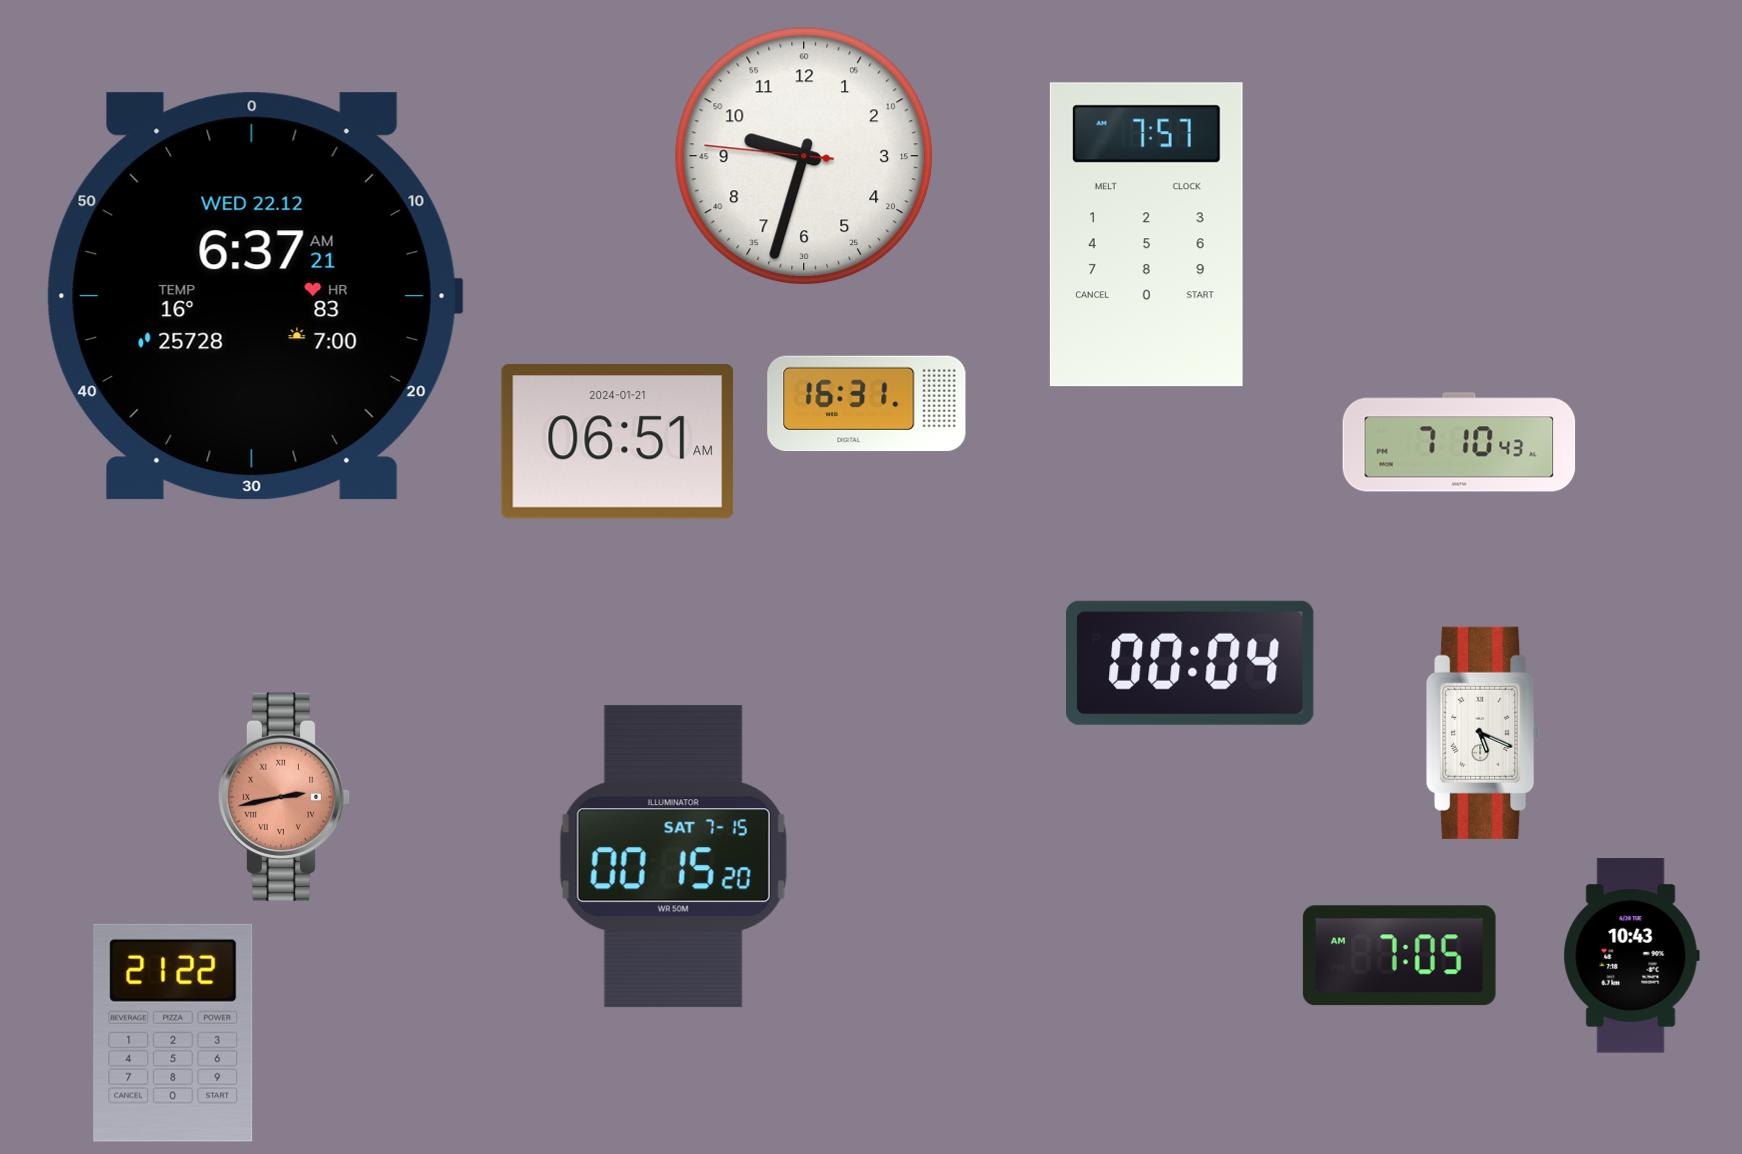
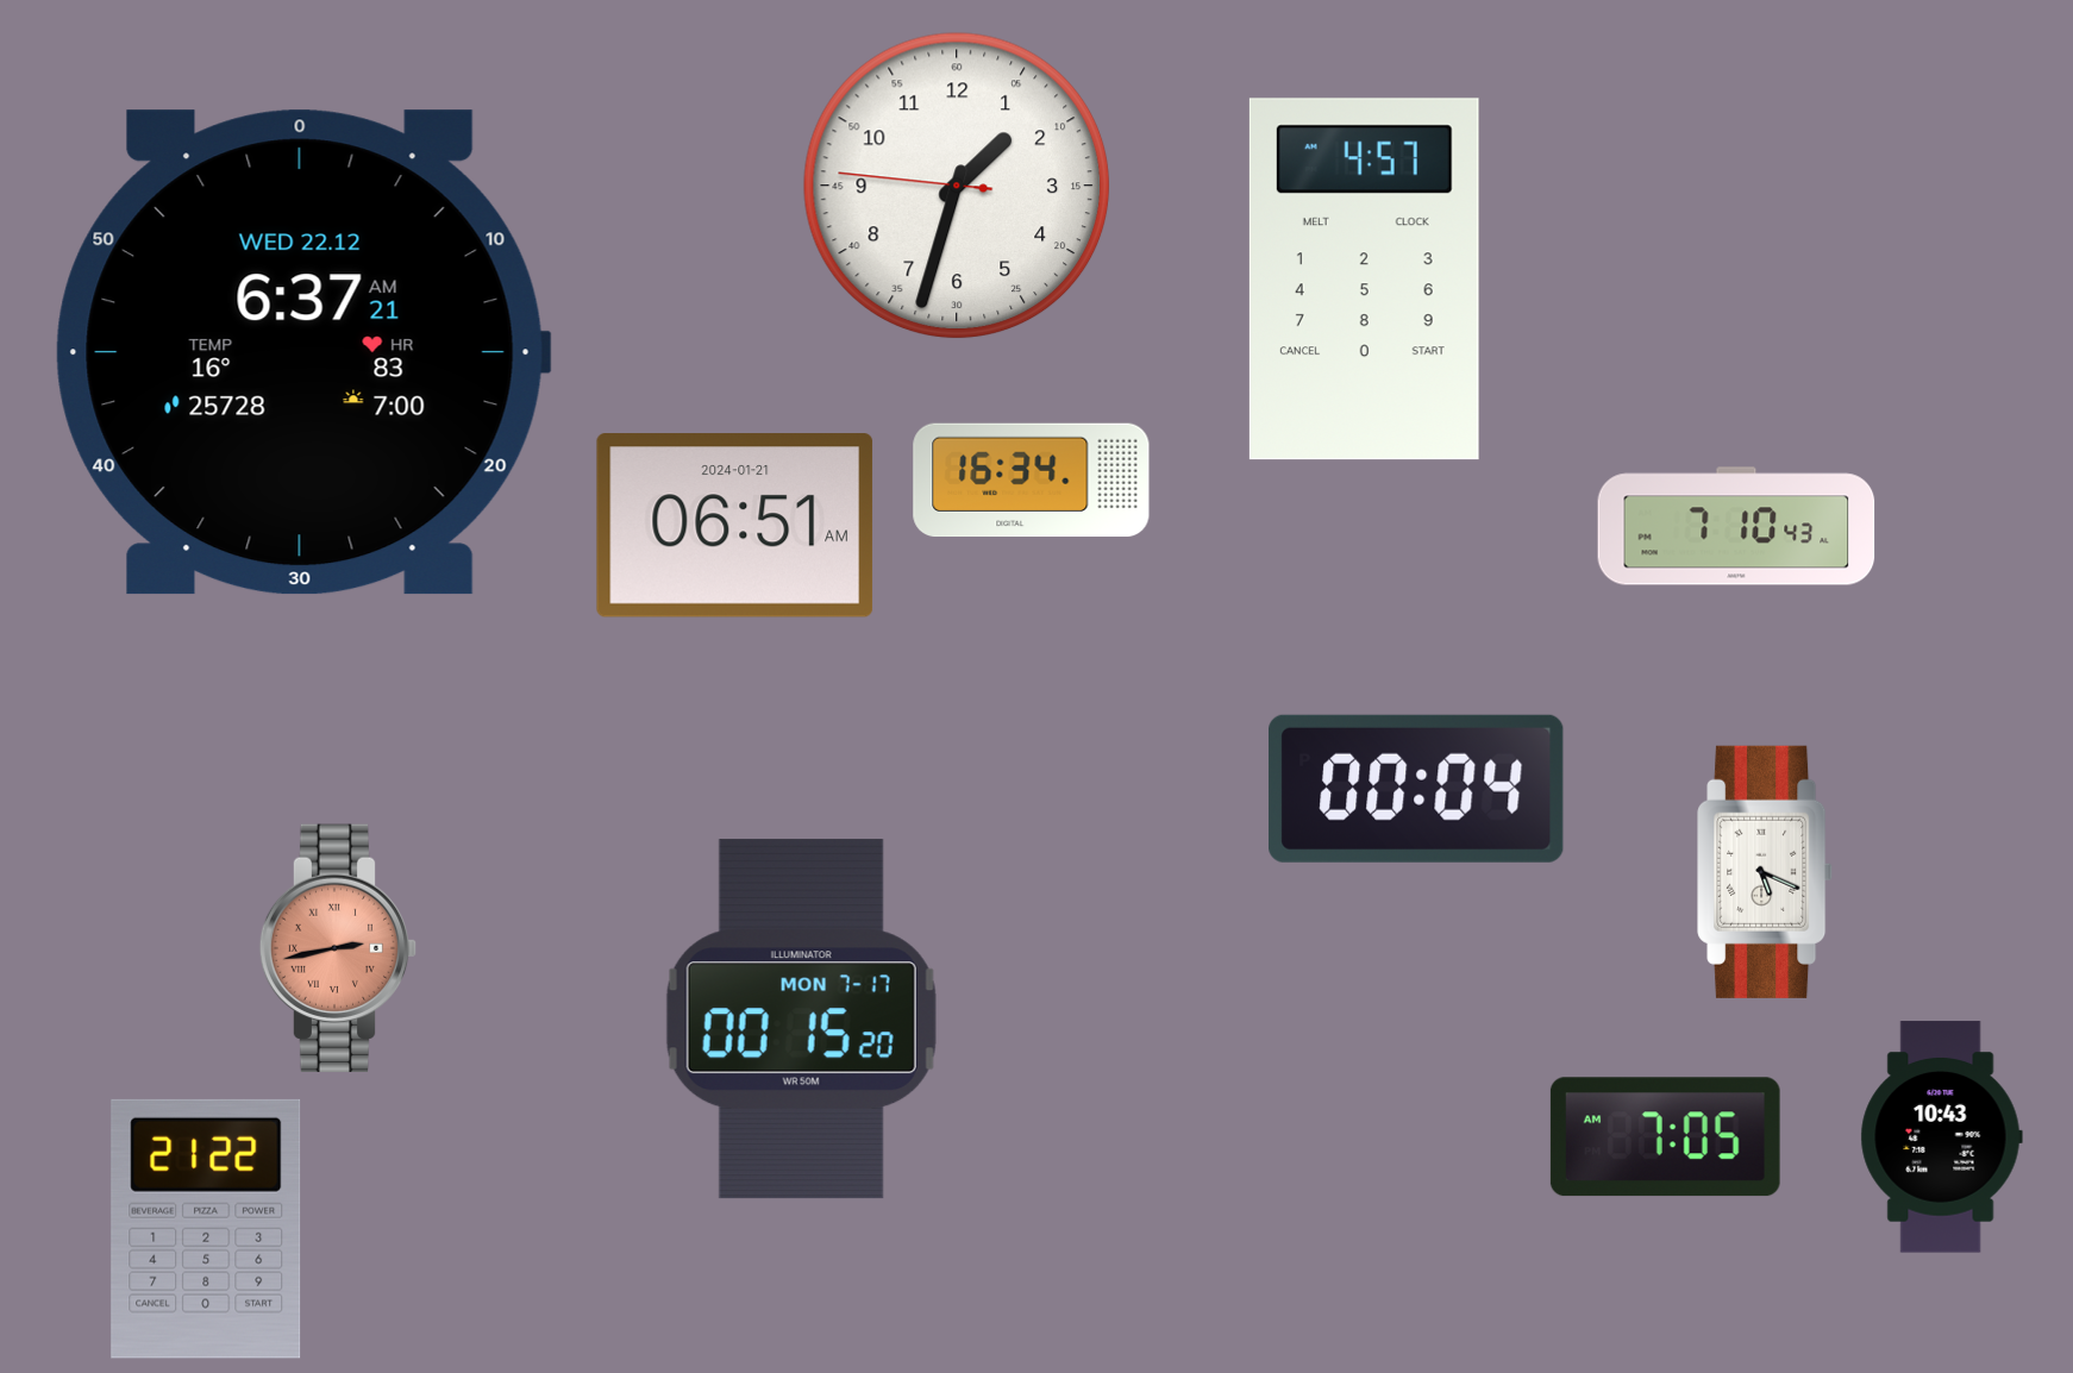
clock at (804, 156): 9:32 -> 1:32
clock at (1146, 235): 7:57 -> 4:57
clock at (867, 404): 16:31 -> 16:34
clock at (673, 857) date: SAT 7-15 -> MON 7-17
